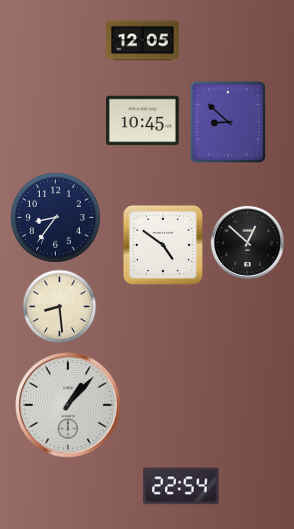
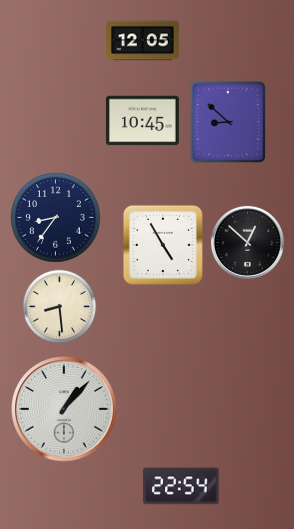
clock at (163, 245): 4:51 -> 4:55
clock at (68, 405) position: (68, 405) -> (64, 409)
